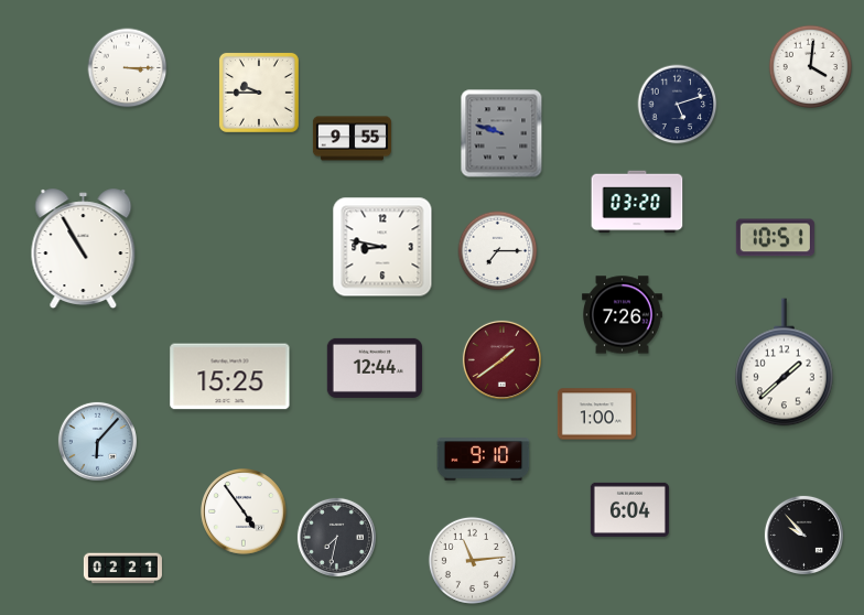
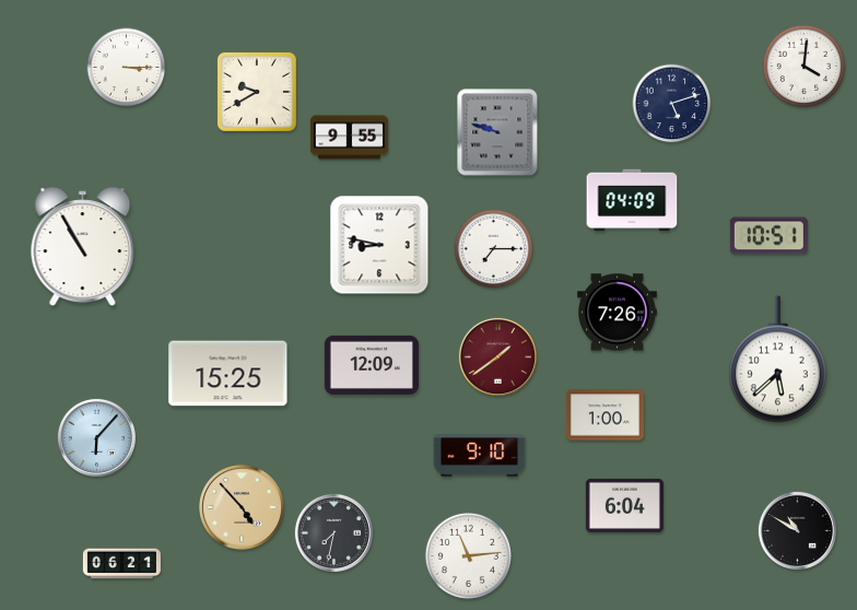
clock at (259, 93): 9:45 -> 9:40
clock at (637, 202): 03:20 -> 04:09
clock at (785, 363): 1:38 -> 5:38
clock at (375, 368): 12:44 -> 12:09
clock at (596, 414) position: (596, 414) -> (604, 415)
clock at (245, 512): 4:54 -> 4:53
clock at (245, 512) dial: white -> champagne
clock at (803, 535): 9:53 -> 10:50
clock at (122, 569): 02:21 -> 06:21
